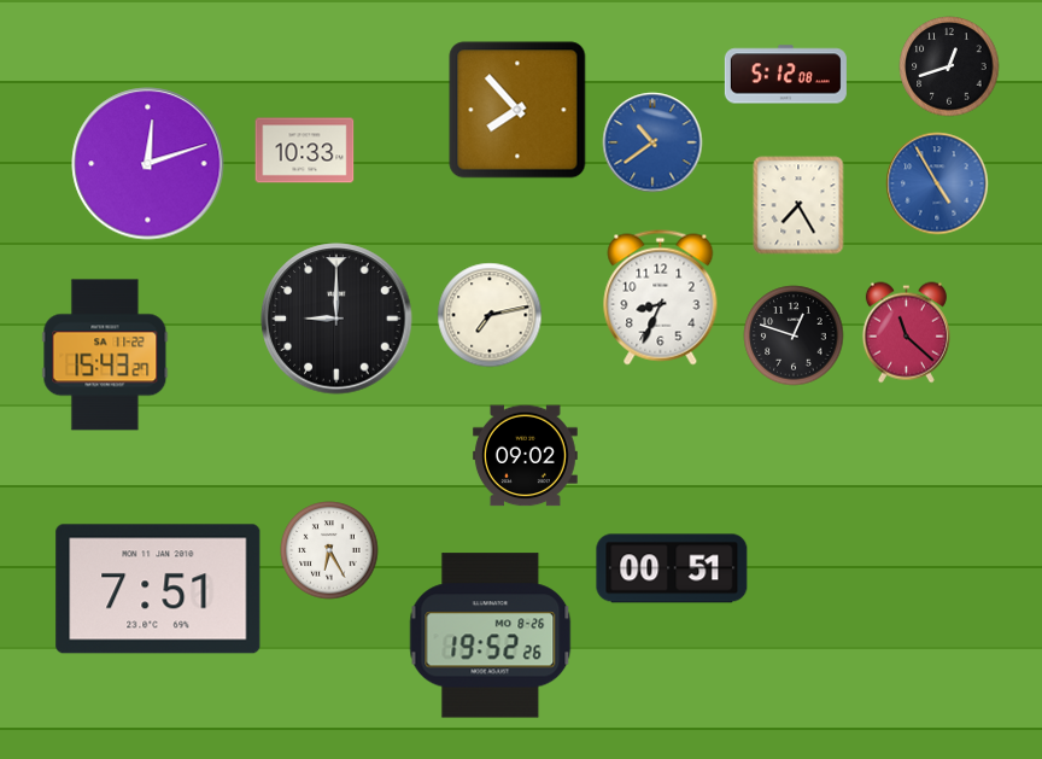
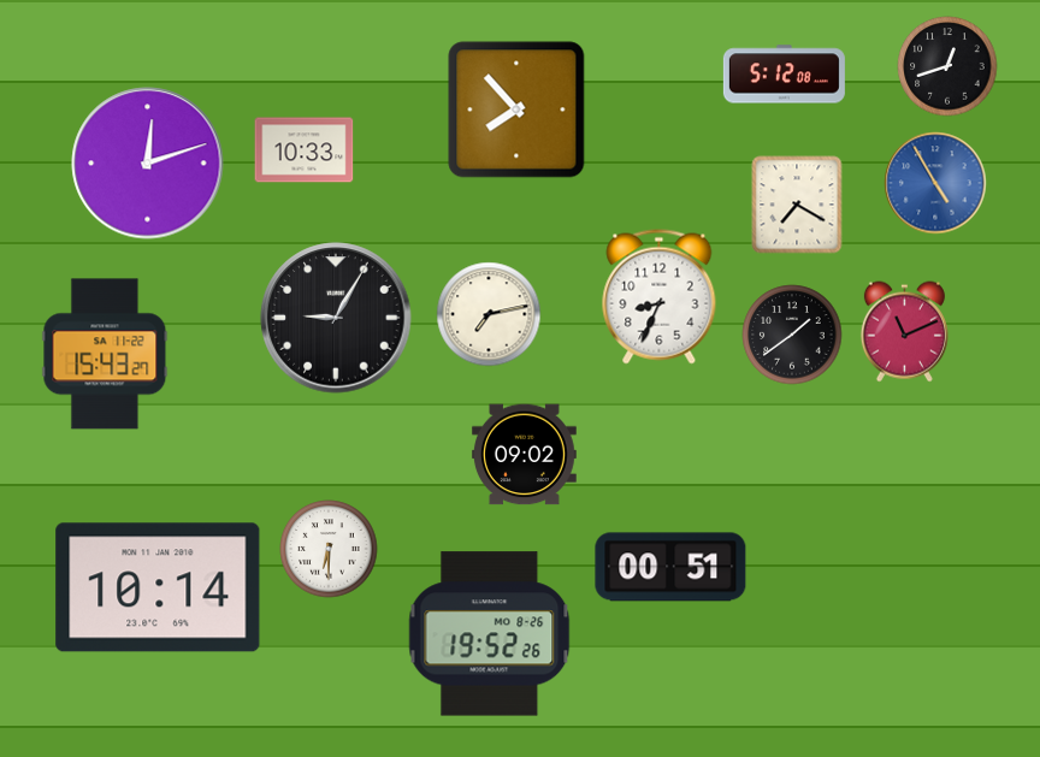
clock at (652, 142): 10:39 -> none
clock at (798, 205): 7:25 -> 7:20
clock at (336, 319): 9:00 -> 9:05
clock at (906, 333): 11:22 -> 11:11
clock at (794, 335): 12:48 -> 1:39
clock at (329, 550): 6:25 -> 6:30
clock at (158, 589): 7:51 -> 10:14
